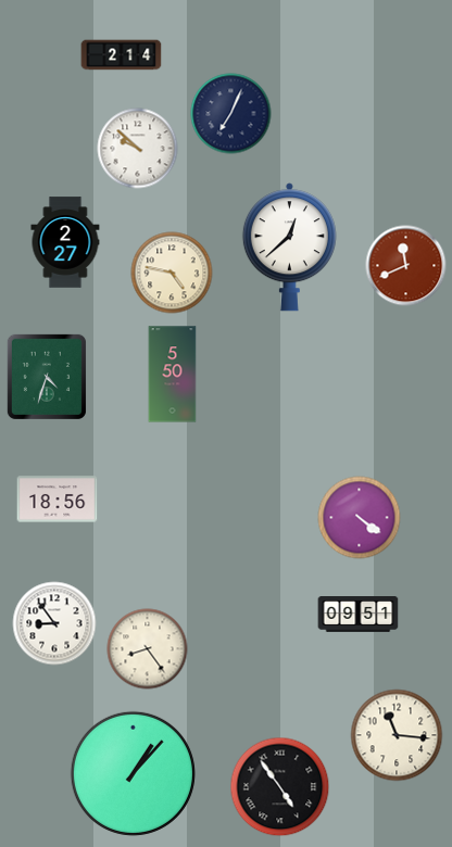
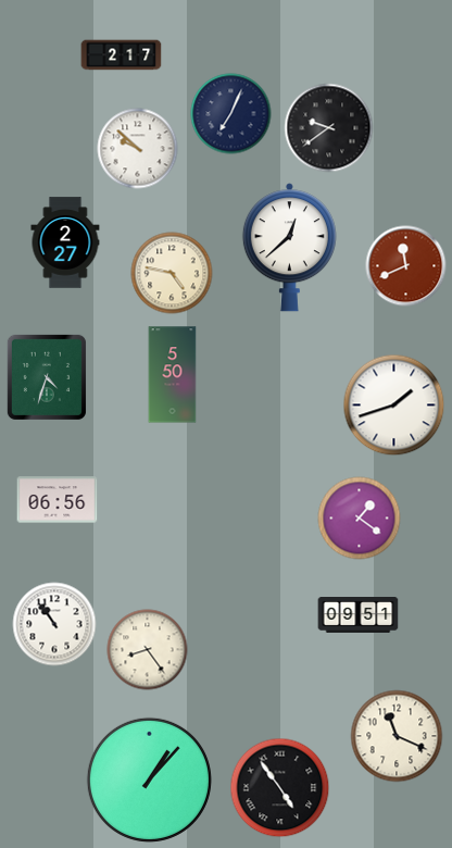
clock at (122, 55): 2:14 -> 2:17
clock at (329, 128): none -> 9:39
clock at (394, 406): none -> 1:42
clock at (58, 500): 18:56 -> 06:56
clock at (360, 518): 4:21 -> 1:21
clock at (54, 623): 8:54 -> 10:54
clock at (397, 735): 11:16 -> 11:19
clock at (133, 773) position: (133, 773) -> (149, 780)
